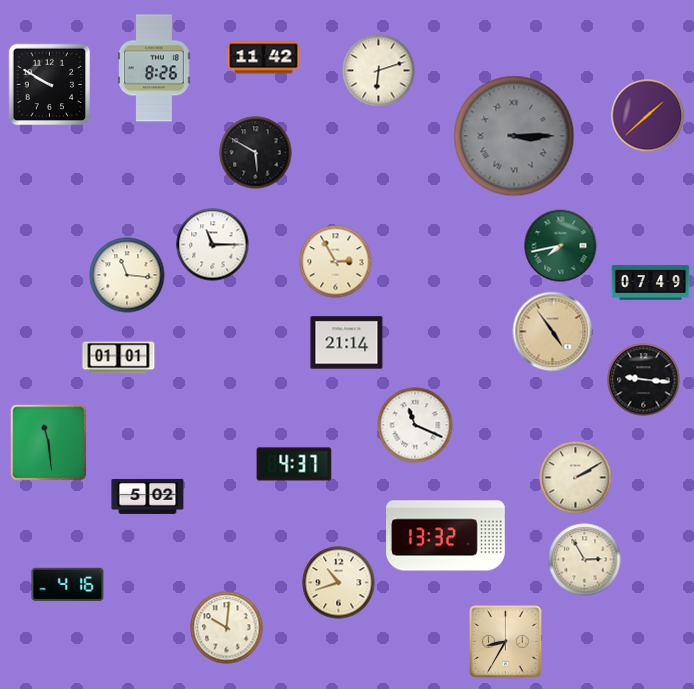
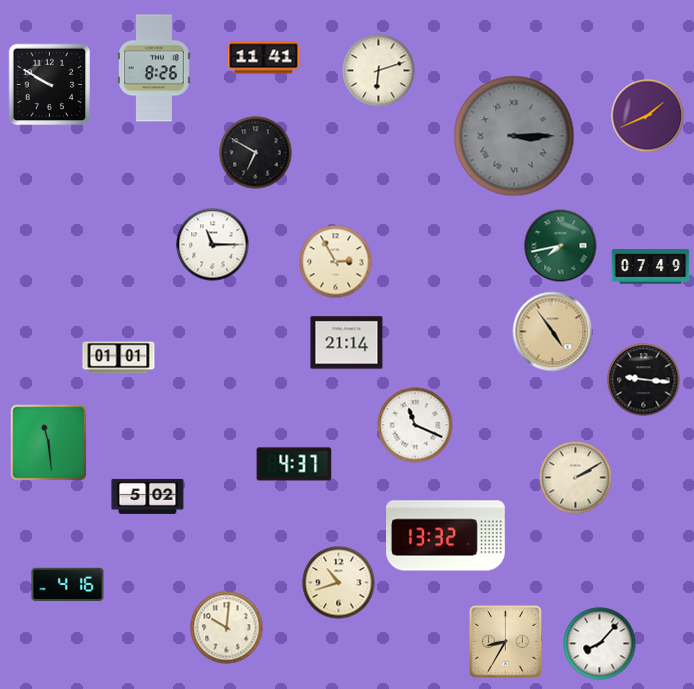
clock at (264, 58): 11:42 -> 11:41
clock at (648, 116): 1:38 -> 1:41
clock at (256, 153): 5:50 -> 6:50
clock at (127, 275): 11:16 -> none
clock at (651, 283) position: (651, 283) -> (651, 267)
clock at (585, 560): 2:55 -> none
clock at (600, 644): none -> 8:07
